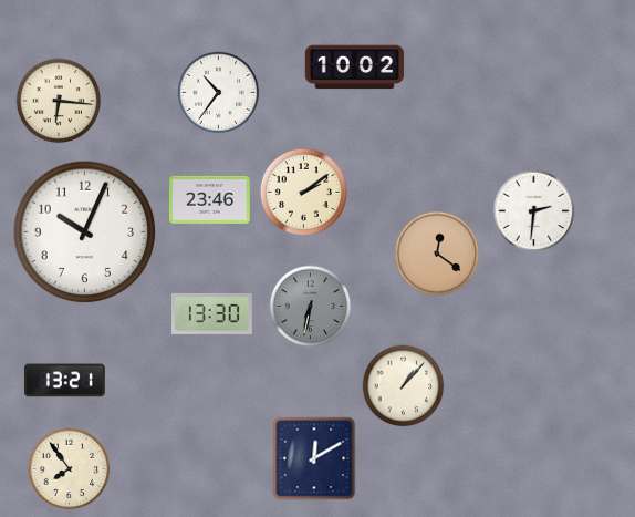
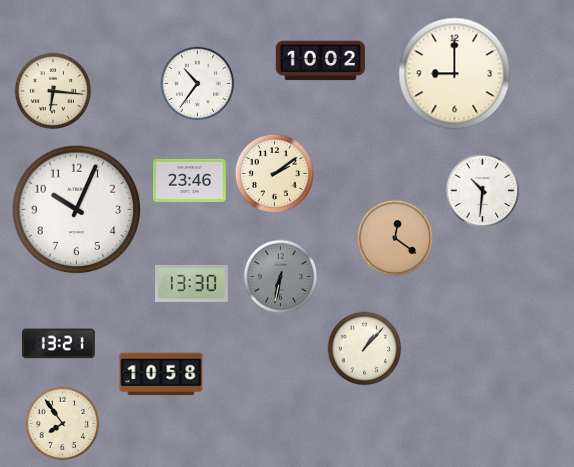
clock at (455, 74): none -> 9:00
clock at (534, 211): 2:31 -> 10:31
clock at (437, 254) position: (437, 254) -> (395, 238)
clock at (161, 374): none -> 10:58
clock at (314, 458): 12:10 -> none
